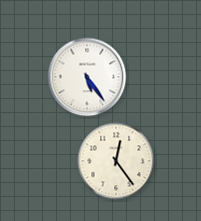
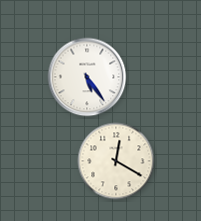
clock at (116, 161): 12:24 -> 12:20
